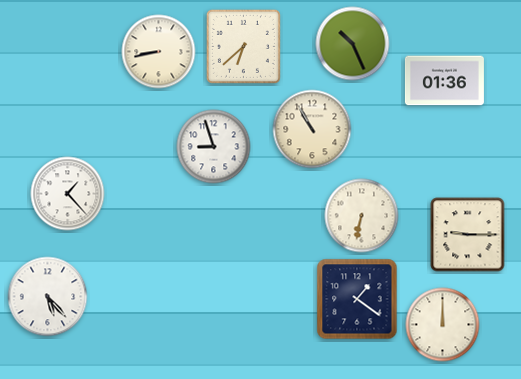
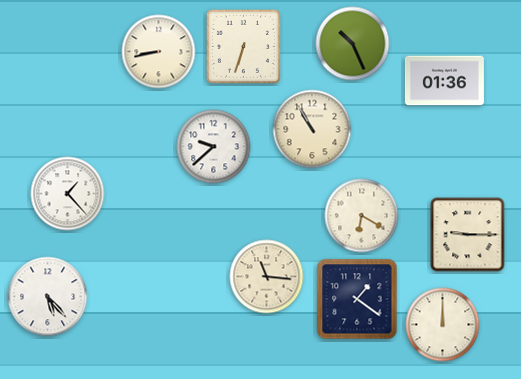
clock at (243, 46): 6:38 -> 6:33
clock at (214, 147): 8:57 -> 9:38
clock at (362, 216): 6:32 -> 6:20
clock at (267, 277): none -> 11:16
